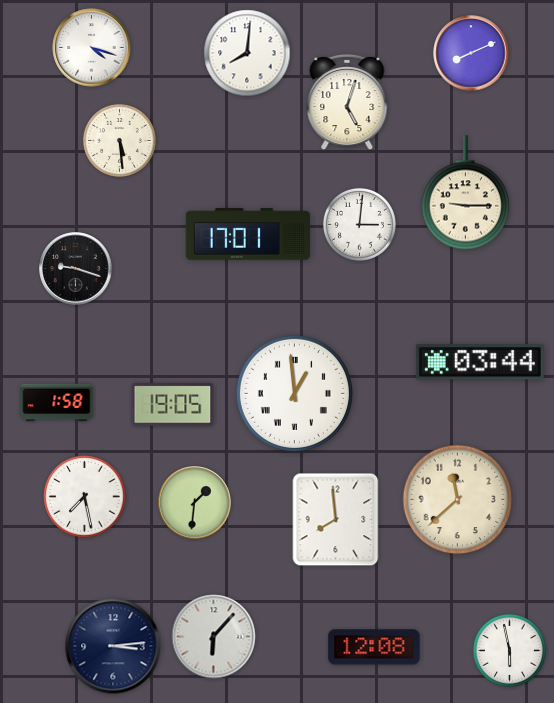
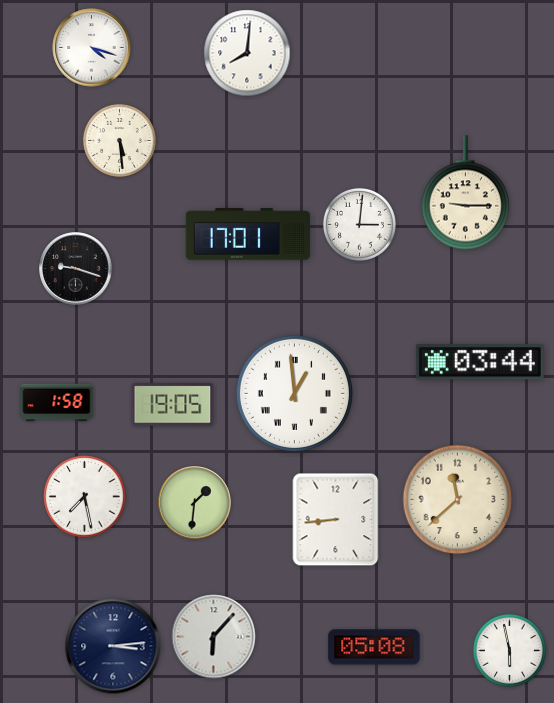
clock at (471, 53): 8:11 -> none
clock at (347, 102): 5:03 -> none
clock at (336, 520): 7:59 -> 8:44
clock at (374, 647): 12:08 -> 05:08
